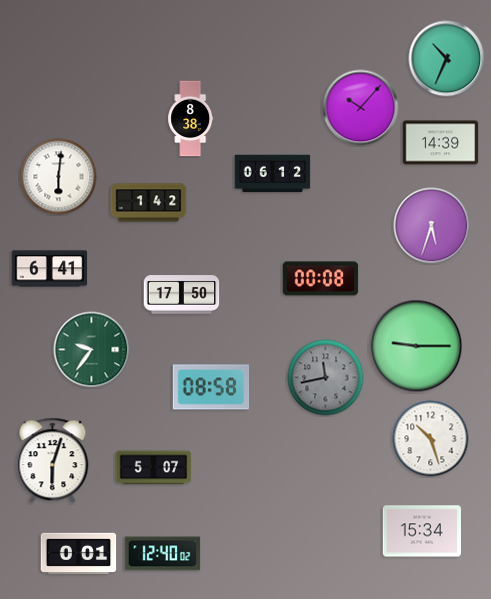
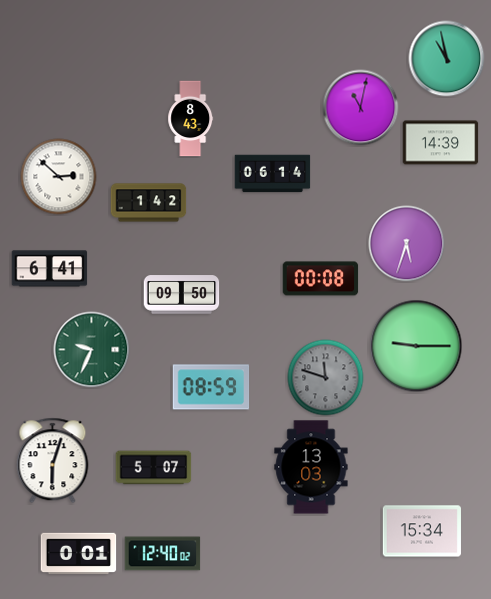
clock at (447, 59): 10:34 -> 10:58
clock at (361, 108): 10:07 -> 11:02
clock at (191, 119): 8:38 -> 8:43
clock at (273, 174): 06:12 -> 06:14
clock at (59, 177): 6:01 -> 2:52
clock at (432, 226) position: (432, 226) -> (407, 244)
clock at (182, 295): 17:50 -> 09:50
clock at (92, 350): 9:36 -> 9:34
clock at (326, 378): 11:43 -> 11:48
clock at (211, 387): 08:58 -> 08:59
clock at (431, 439): 10:27 -> none
clock at (311, 467): none -> 13:03
